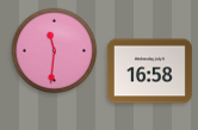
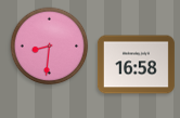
clock at (55, 51): 11:31 -> 8:31
